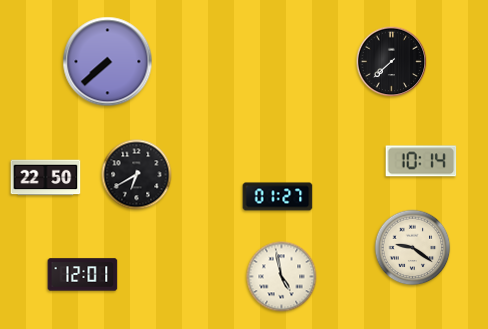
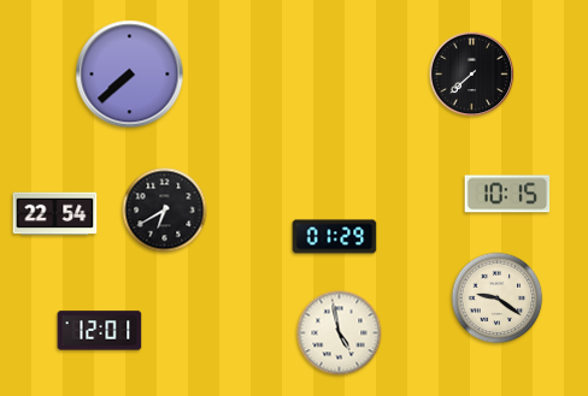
clock at (421, 161): 10:14 -> 10:15
clock at (46, 178): 22:50 -> 22:54
clock at (278, 197): 01:27 -> 01:29
